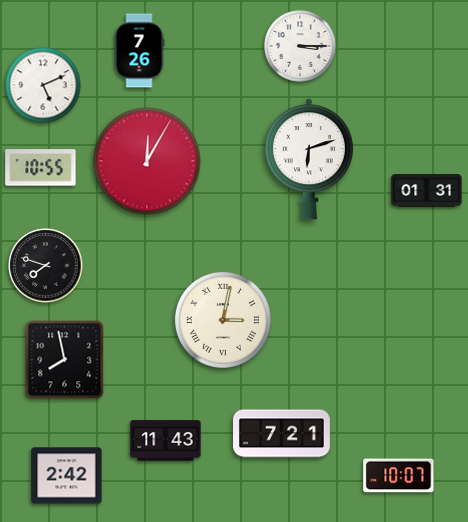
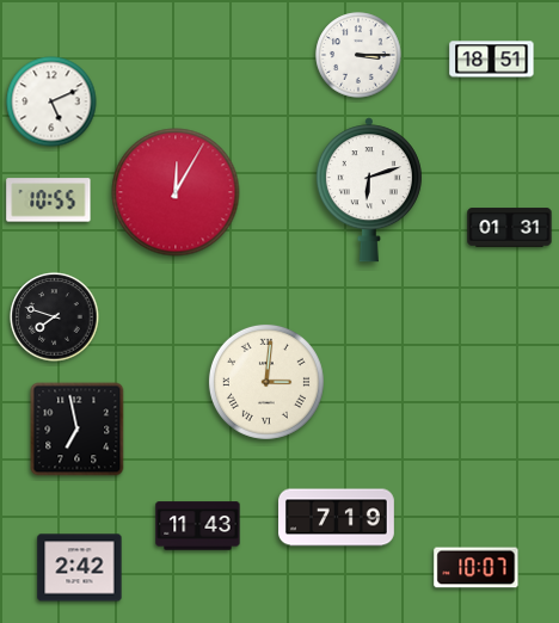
clock at (492, 60): none -> 18:51
clock at (139, 51): 7:26 -> none
clock at (223, 320): 3:02 -> 3:01
clock at (65, 360): 7:58 -> 6:58
clock at (282, 434): 7:21 -> 7:19
